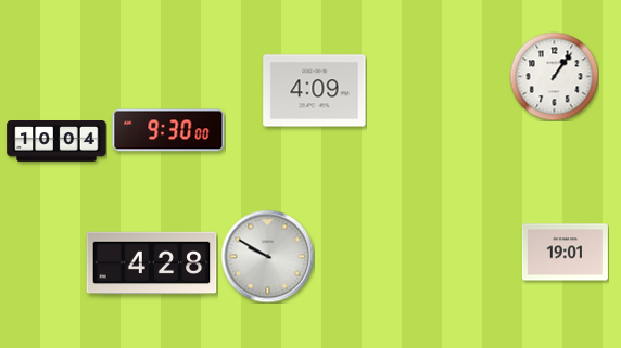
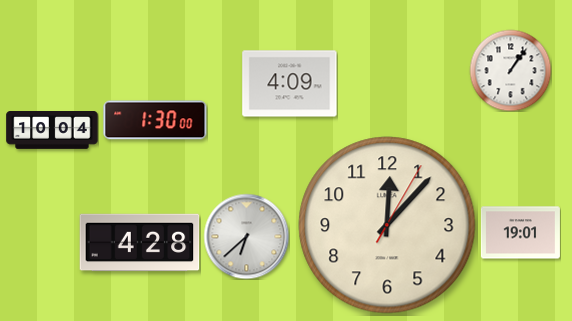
clock at (168, 130): 9:30 -> 1:30
clock at (387, 225): none -> 12:07
clock at (267, 256): 9:50 -> 6:38
